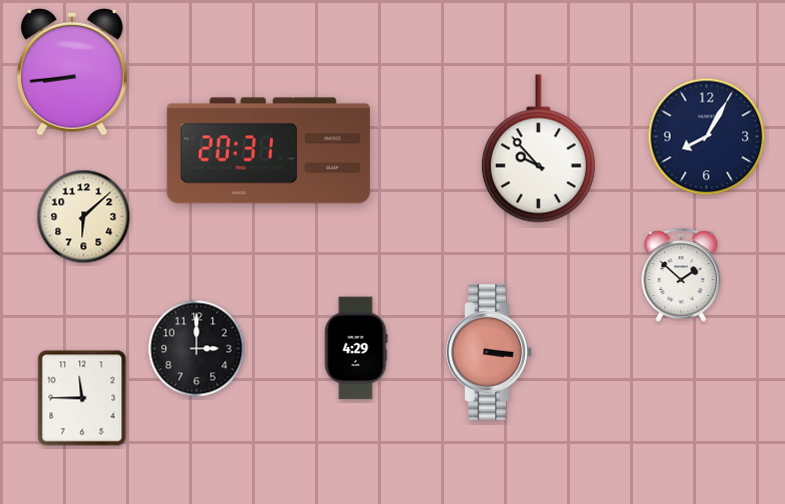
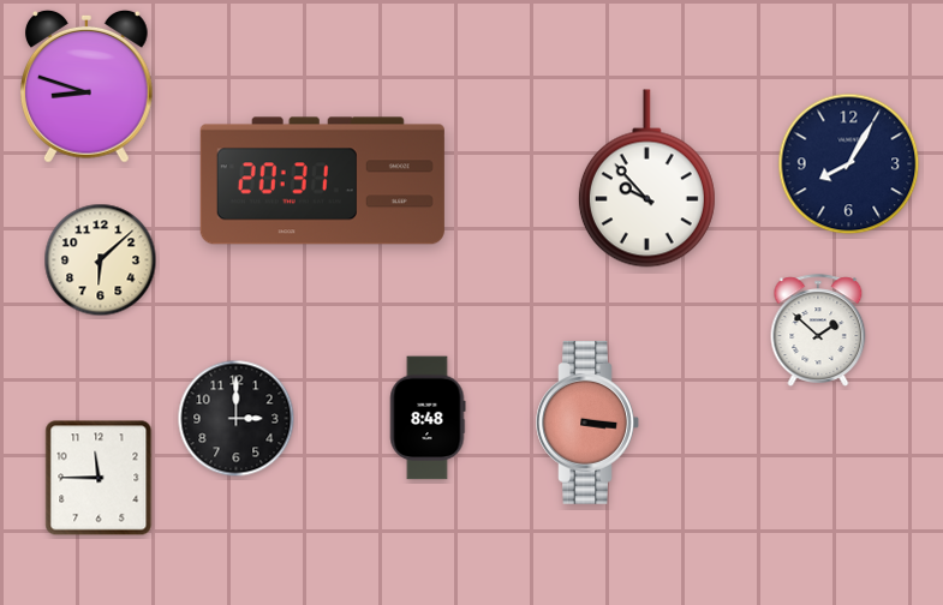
clock at (72, 72): 8:44 -> 8:48
clock at (356, 348): 4:29 -> 8:48
